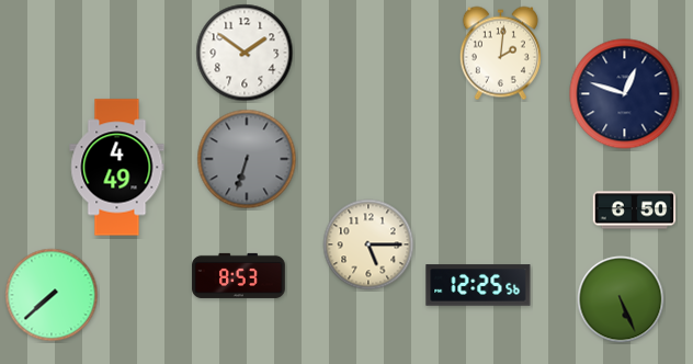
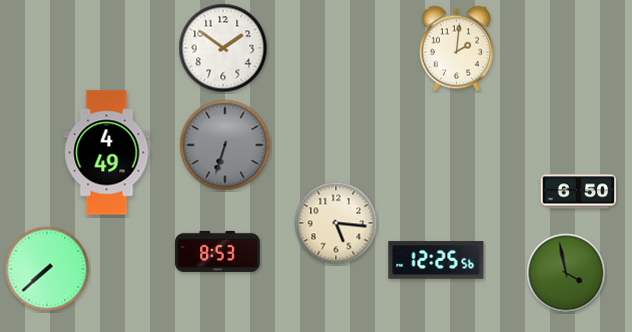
clock at (625, 94): 12:48 -> none
clock at (368, 244): 5:15 -> 5:16
clock at (621, 299): 5:26 -> 3:58
